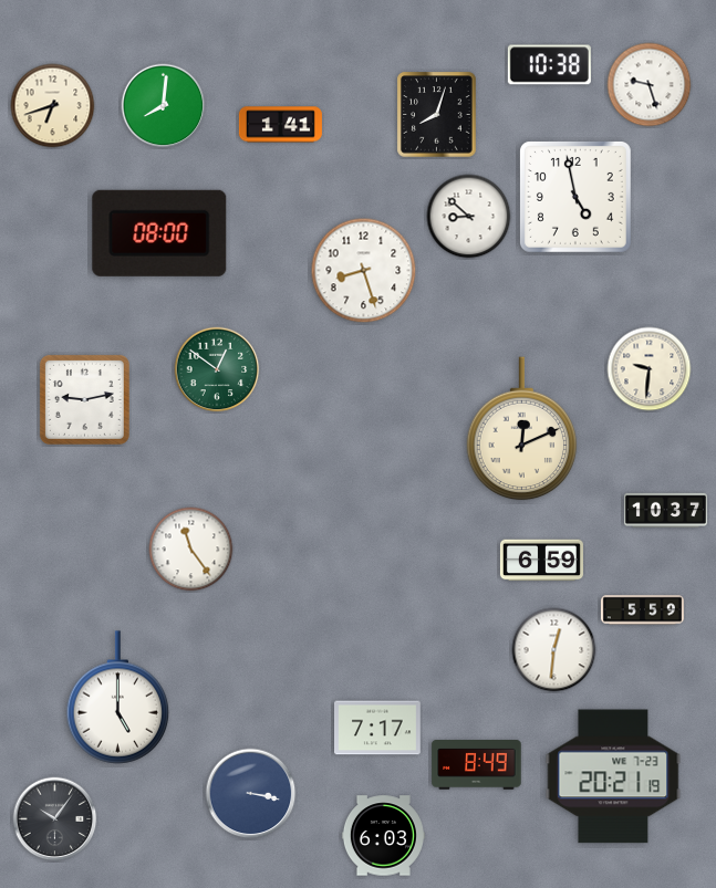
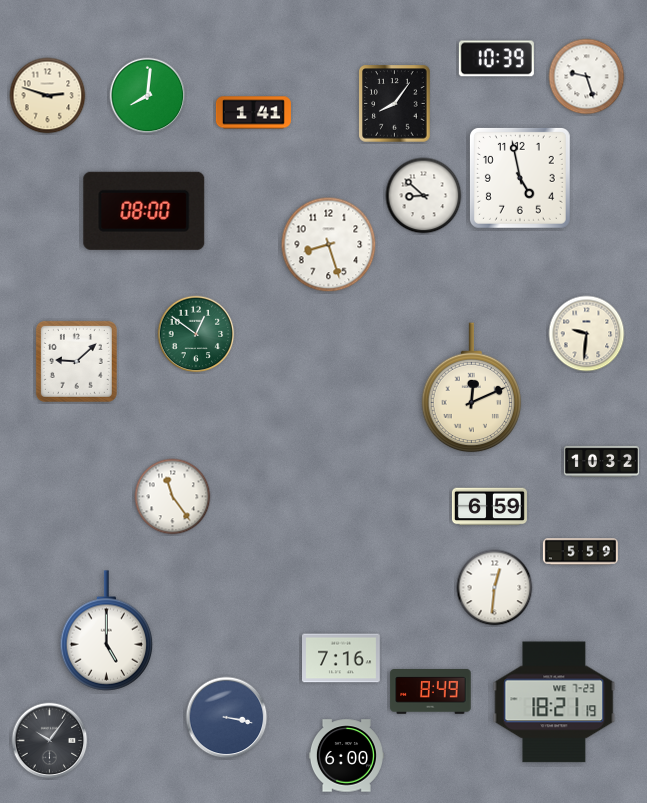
clock at (549, 65): 10:38 -> 10:39
clock at (53, 106): 6:42 -> 2:48
clock at (437, 115): 8:03 -> 8:06
clock at (84, 399): 9:13 -> 9:08
clock at (665, 510): 10:37 -> 10:32
clock at (554, 650) position: (554, 650) -> (495, 588)
clock at (378, 728): 7:17 -> 7:16
clock at (613, 776): 20:21 -> 18:21
clock at (383, 836): 6:03 -> 6:00
